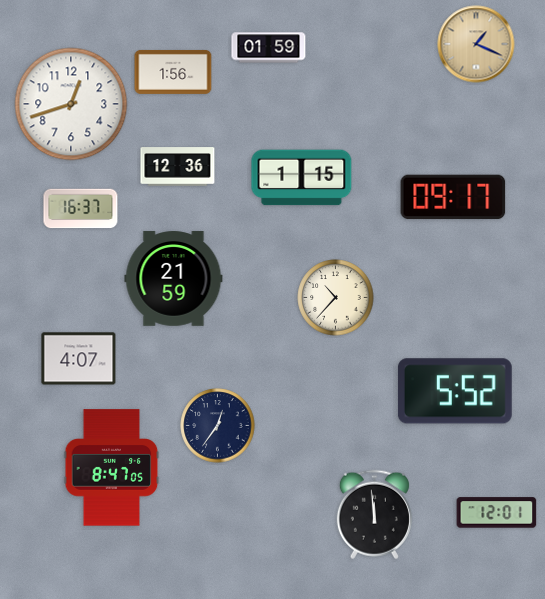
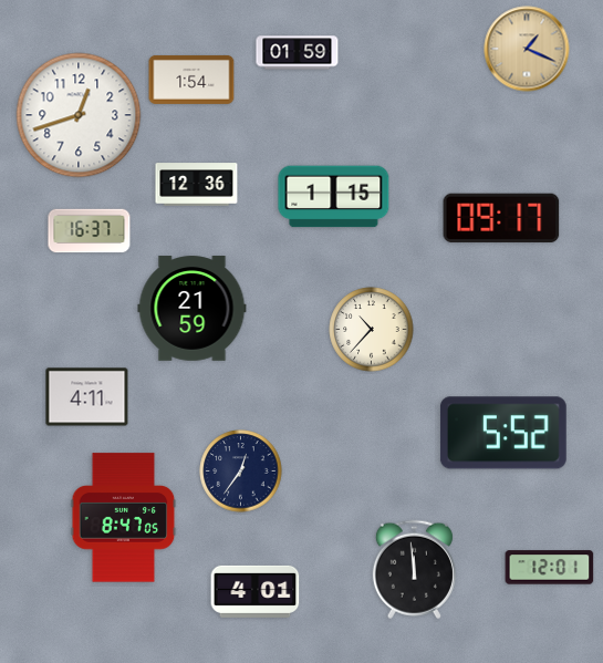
clock at (173, 72): 1:56 -> 1:54
clock at (79, 359): 4:07 -> 4:11
clock at (256, 591): none -> 4:01
